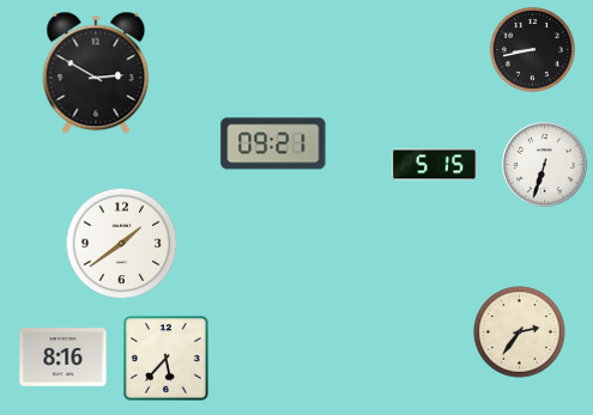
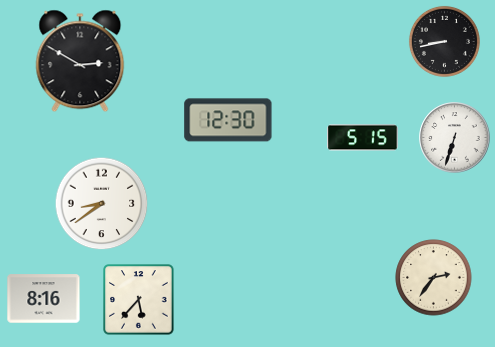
clock at (273, 144): 09:21 -> 12:30
clock at (122, 244): 1:39 -> 8:39
clock at (63, 358) position: (63, 358) -> (44, 299)
